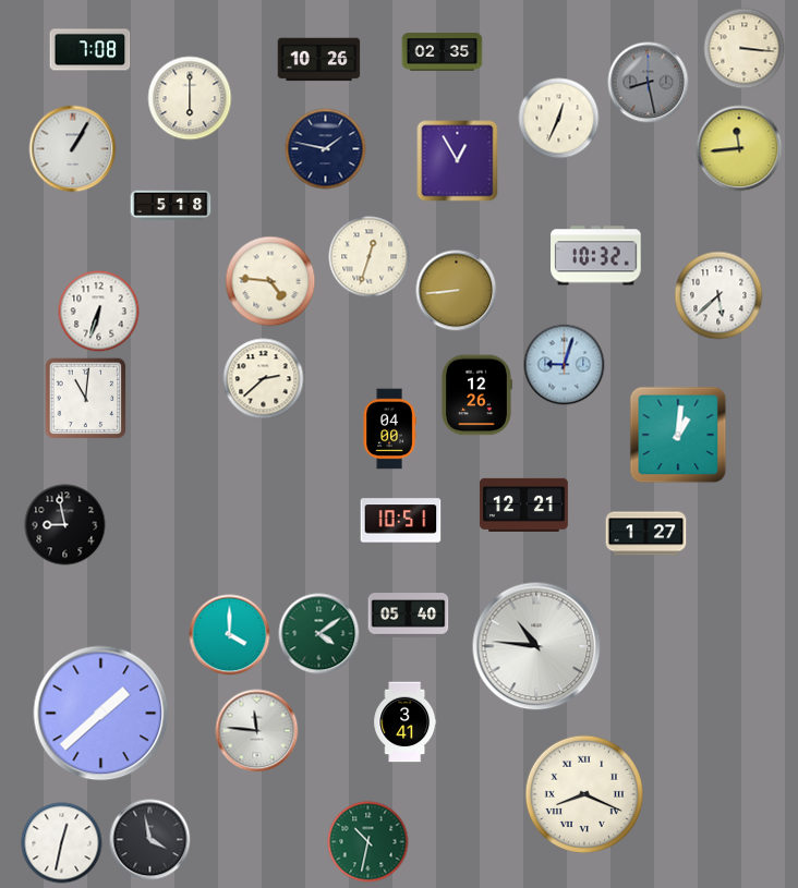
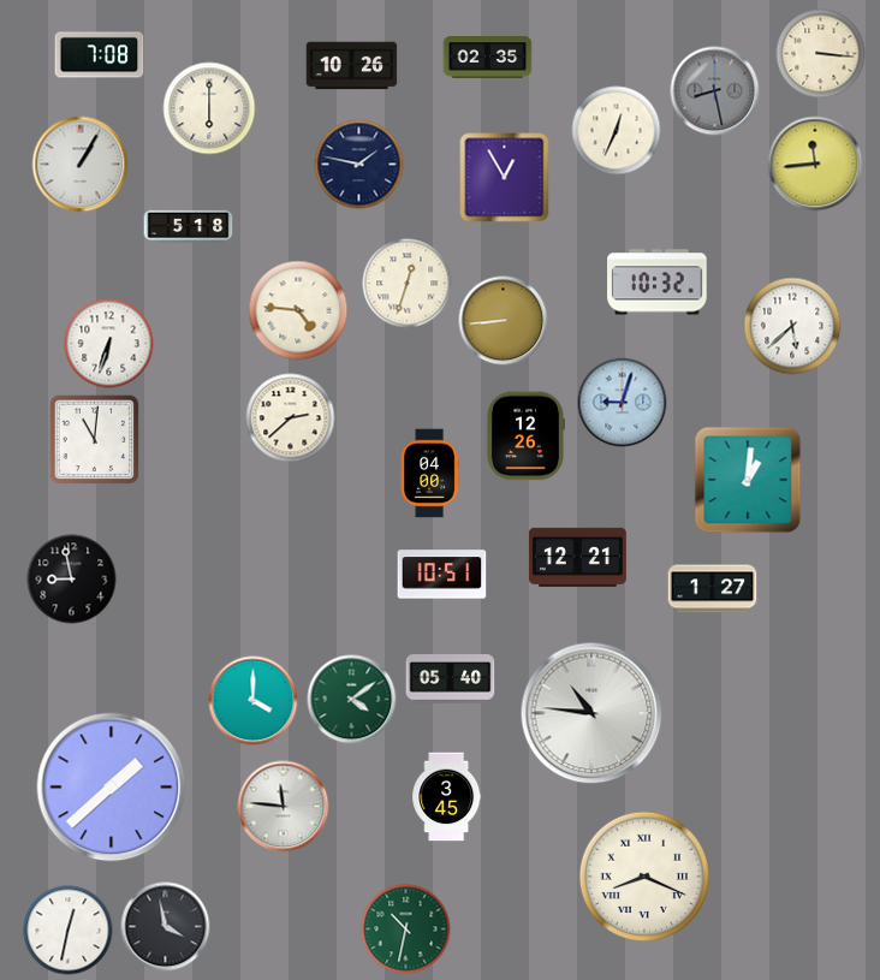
clock at (406, 722): 3:41 -> 3:45
